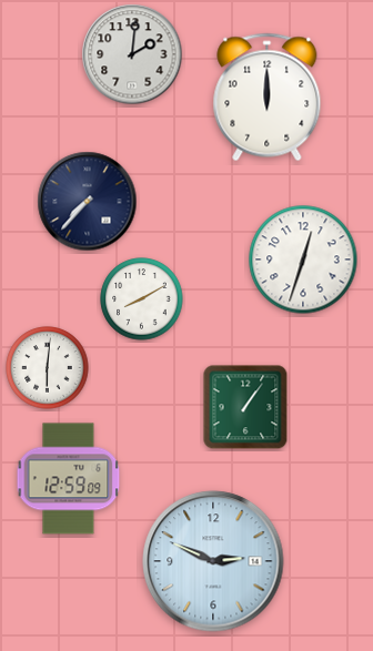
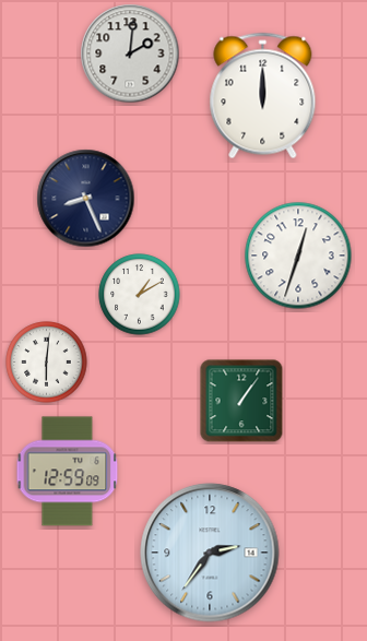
clock at (88, 202): 7:37 -> 8:26
clock at (142, 299): 8:10 -> 1:10
clock at (213, 561): 2:49 -> 2:36
